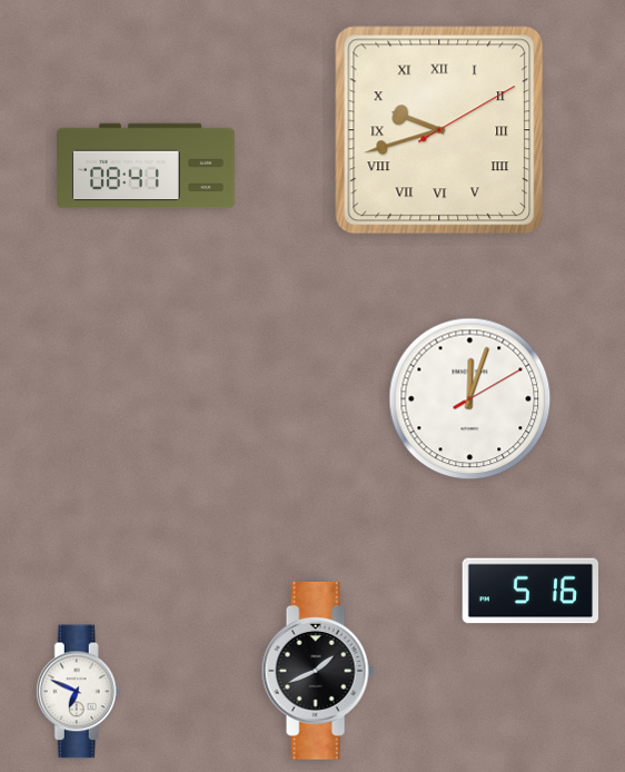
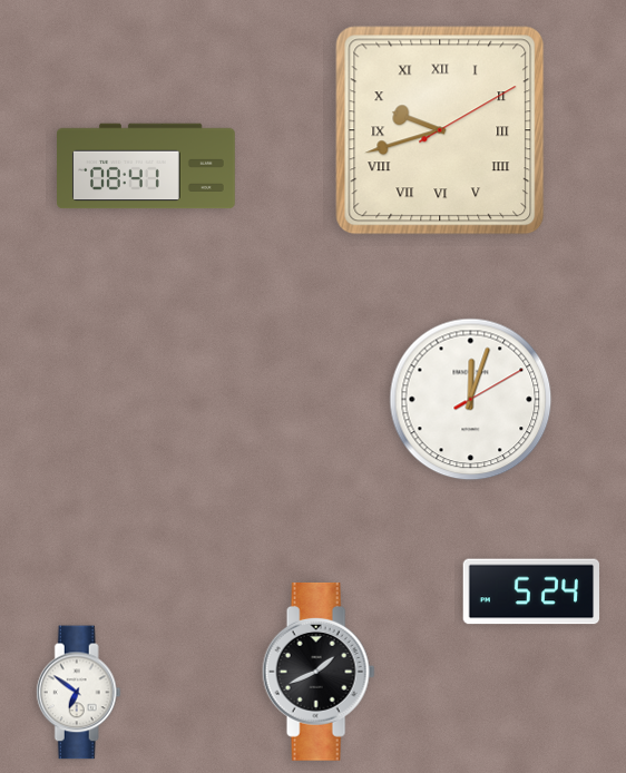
clock at (530, 591): 5:16 -> 5:24
clock at (78, 692): 6:49 -> 6:51
